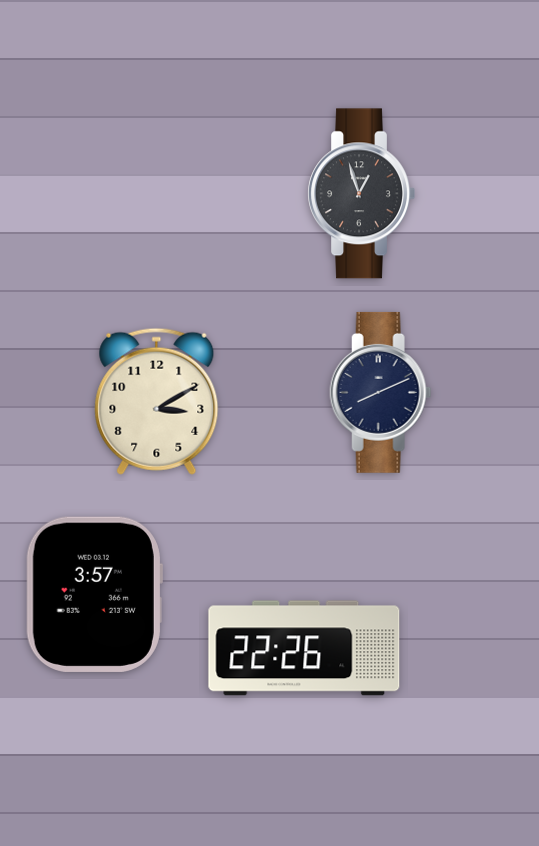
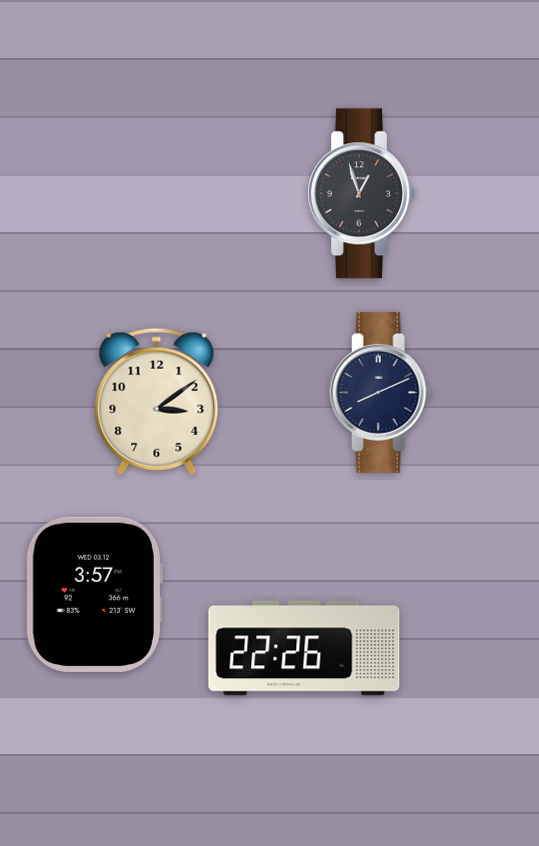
clock at (157, 401): 3:10 -> 3:09
